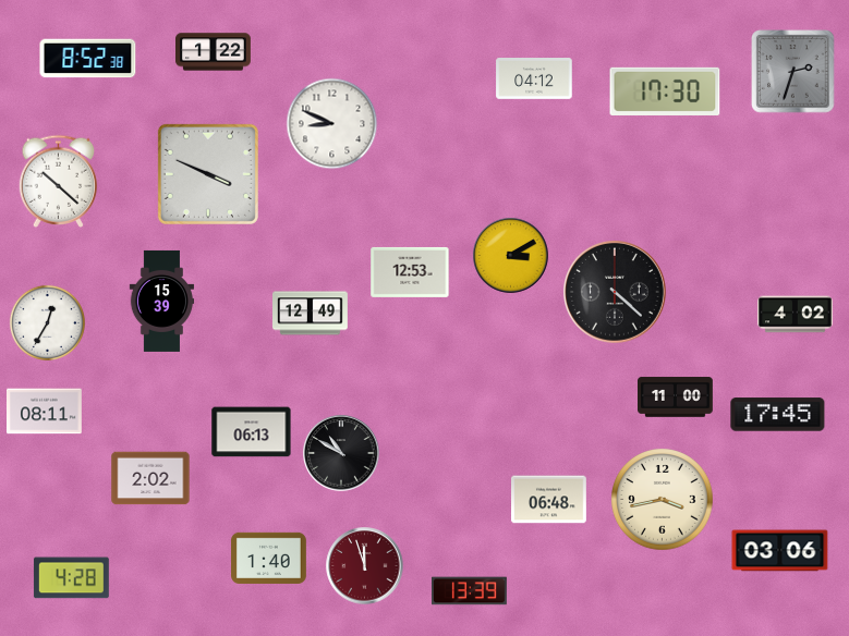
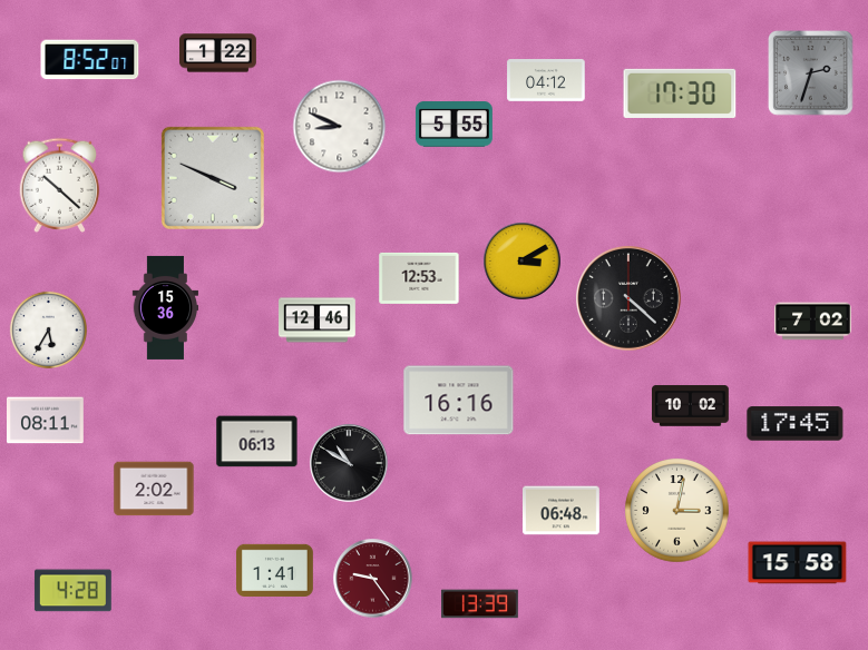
clock at (88, 59): 8:52:38 -> 8:52:07
clock at (455, 125): none -> 5:55
clock at (162, 301): 15:39 -> 15:36
clock at (311, 314): 12:49 -> 12:46
clock at (796, 315): 4:02 -> 7:02
clock at (47, 322): 12:35 -> 5:35
clock at (459, 401): none -> 16:16
clock at (676, 397): 11:00 -> 10:02
clock at (663, 500): 3:43 -> 3:02
clock at (780, 551): 03:06 -> 15:58
clock at (269, 558): 1:40 -> 1:41
clock at (365, 566): 11:57 -> 9:24
